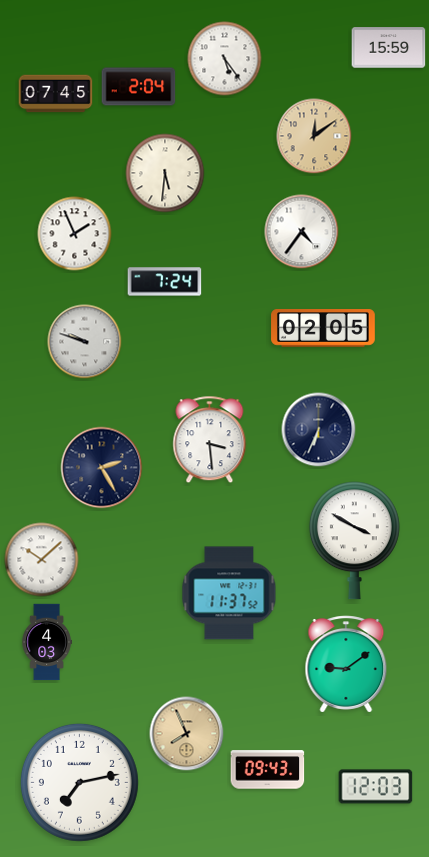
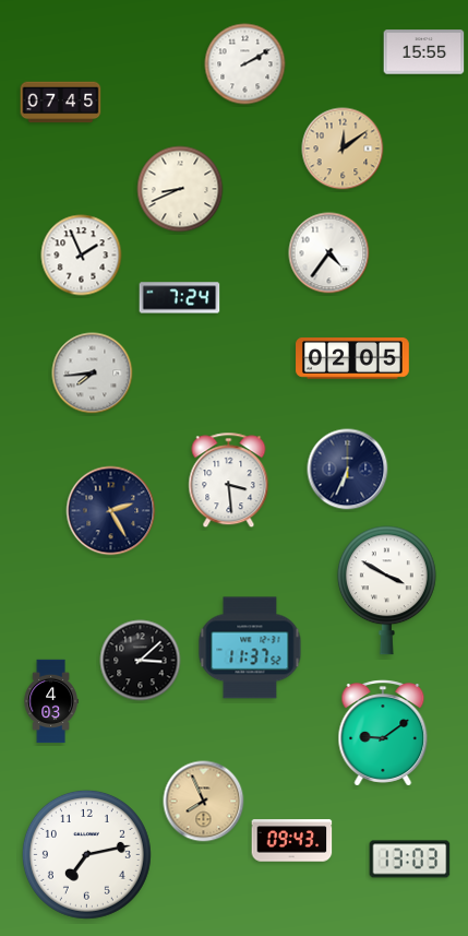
clock at (389, 48): 15:59 -> 15:55
clock at (225, 59): 5:24 -> 2:10
clock at (139, 87): 2:04 -> none
clock at (165, 173): 5:31 -> 8:41
clock at (165, 282) position: (165, 282) -> (180, 298)
clock at (85, 342): 9:48 -> 7:44
clock at (42, 560): 10:08 -> none
clock at (141, 661): none -> 3:08
clock at (346, 664) position: (346, 664) -> (383, 733)
clock at (376, 787): 12:03 -> 13:03
